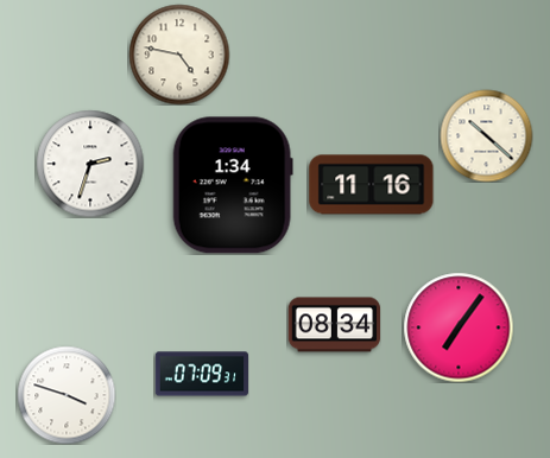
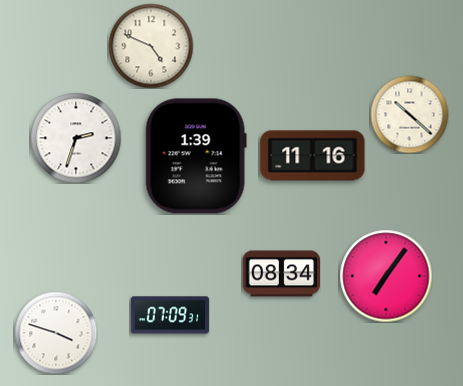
clock at (179, 55): 4:47 -> 4:49
clock at (233, 185): 1:34 -> 1:39
